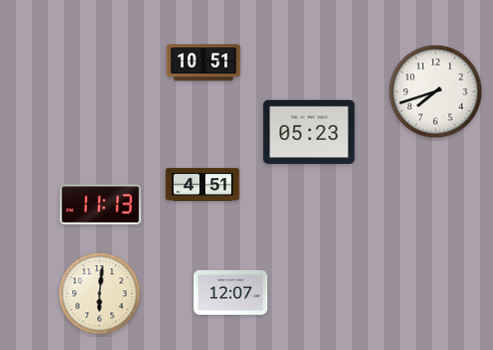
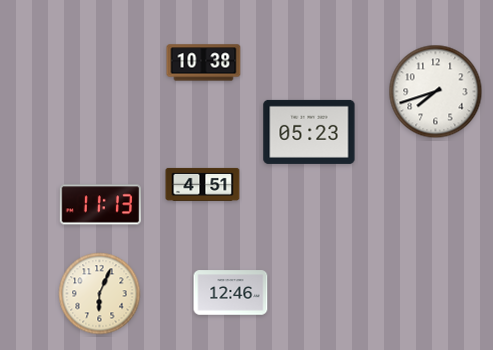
clock at (204, 63): 10:51 -> 10:38
clock at (231, 293): 12:07 -> 12:46
clock at (100, 294): 6:01 -> 6:04
